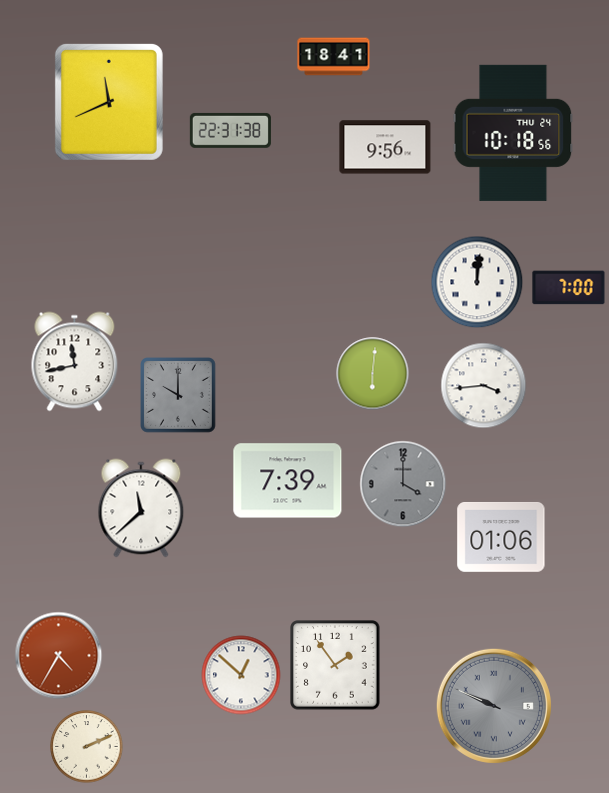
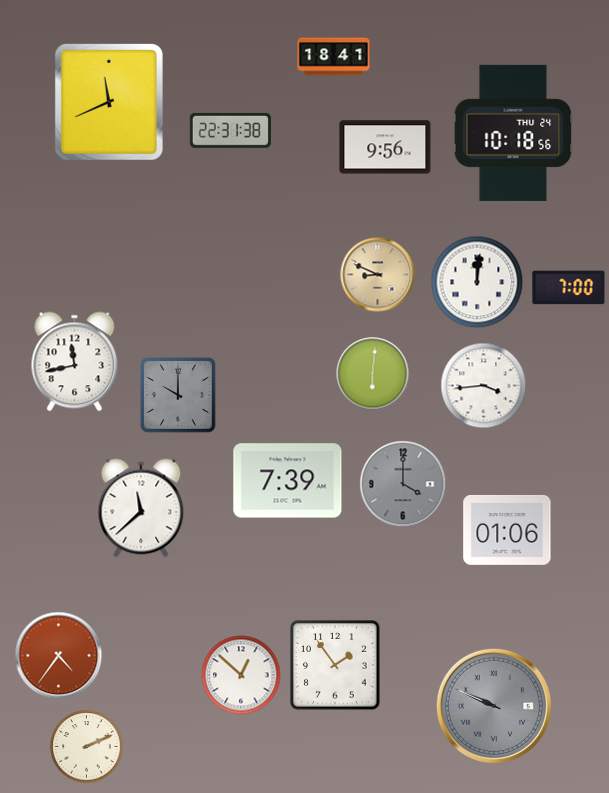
clock at (378, 275): none -> 8:49
clock at (501, 537) position: (501, 537) -> (507, 530)
clock at (59, 656): 4:35 -> 4:36
